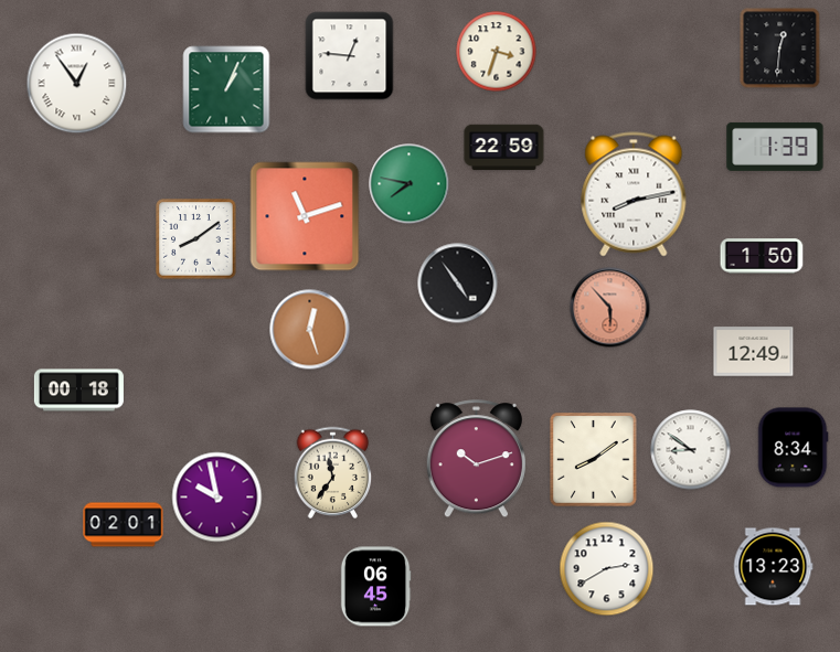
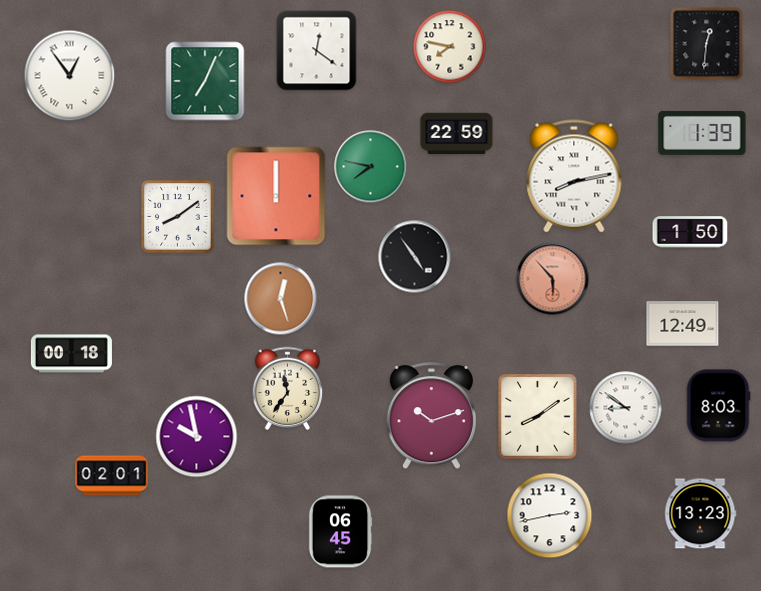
clock at (497, 52): 3:33 -> 7:47
clock at (350, 56): 12:46 -> 12:21
clock at (226, 89): 1:04 -> 7:04
clock at (305, 216): 11:12 -> 12:00
clock at (754, 352) position: (754, 352) -> (683, 324)
clock at (793, 448): 8:34 -> 8:03
clock at (333, 473) position: (333, 473) -> (288, 389)
clock at (217, 498) position: (217, 498) -> (197, 437)
clock at (607, 569): 2:40 -> 2:43
